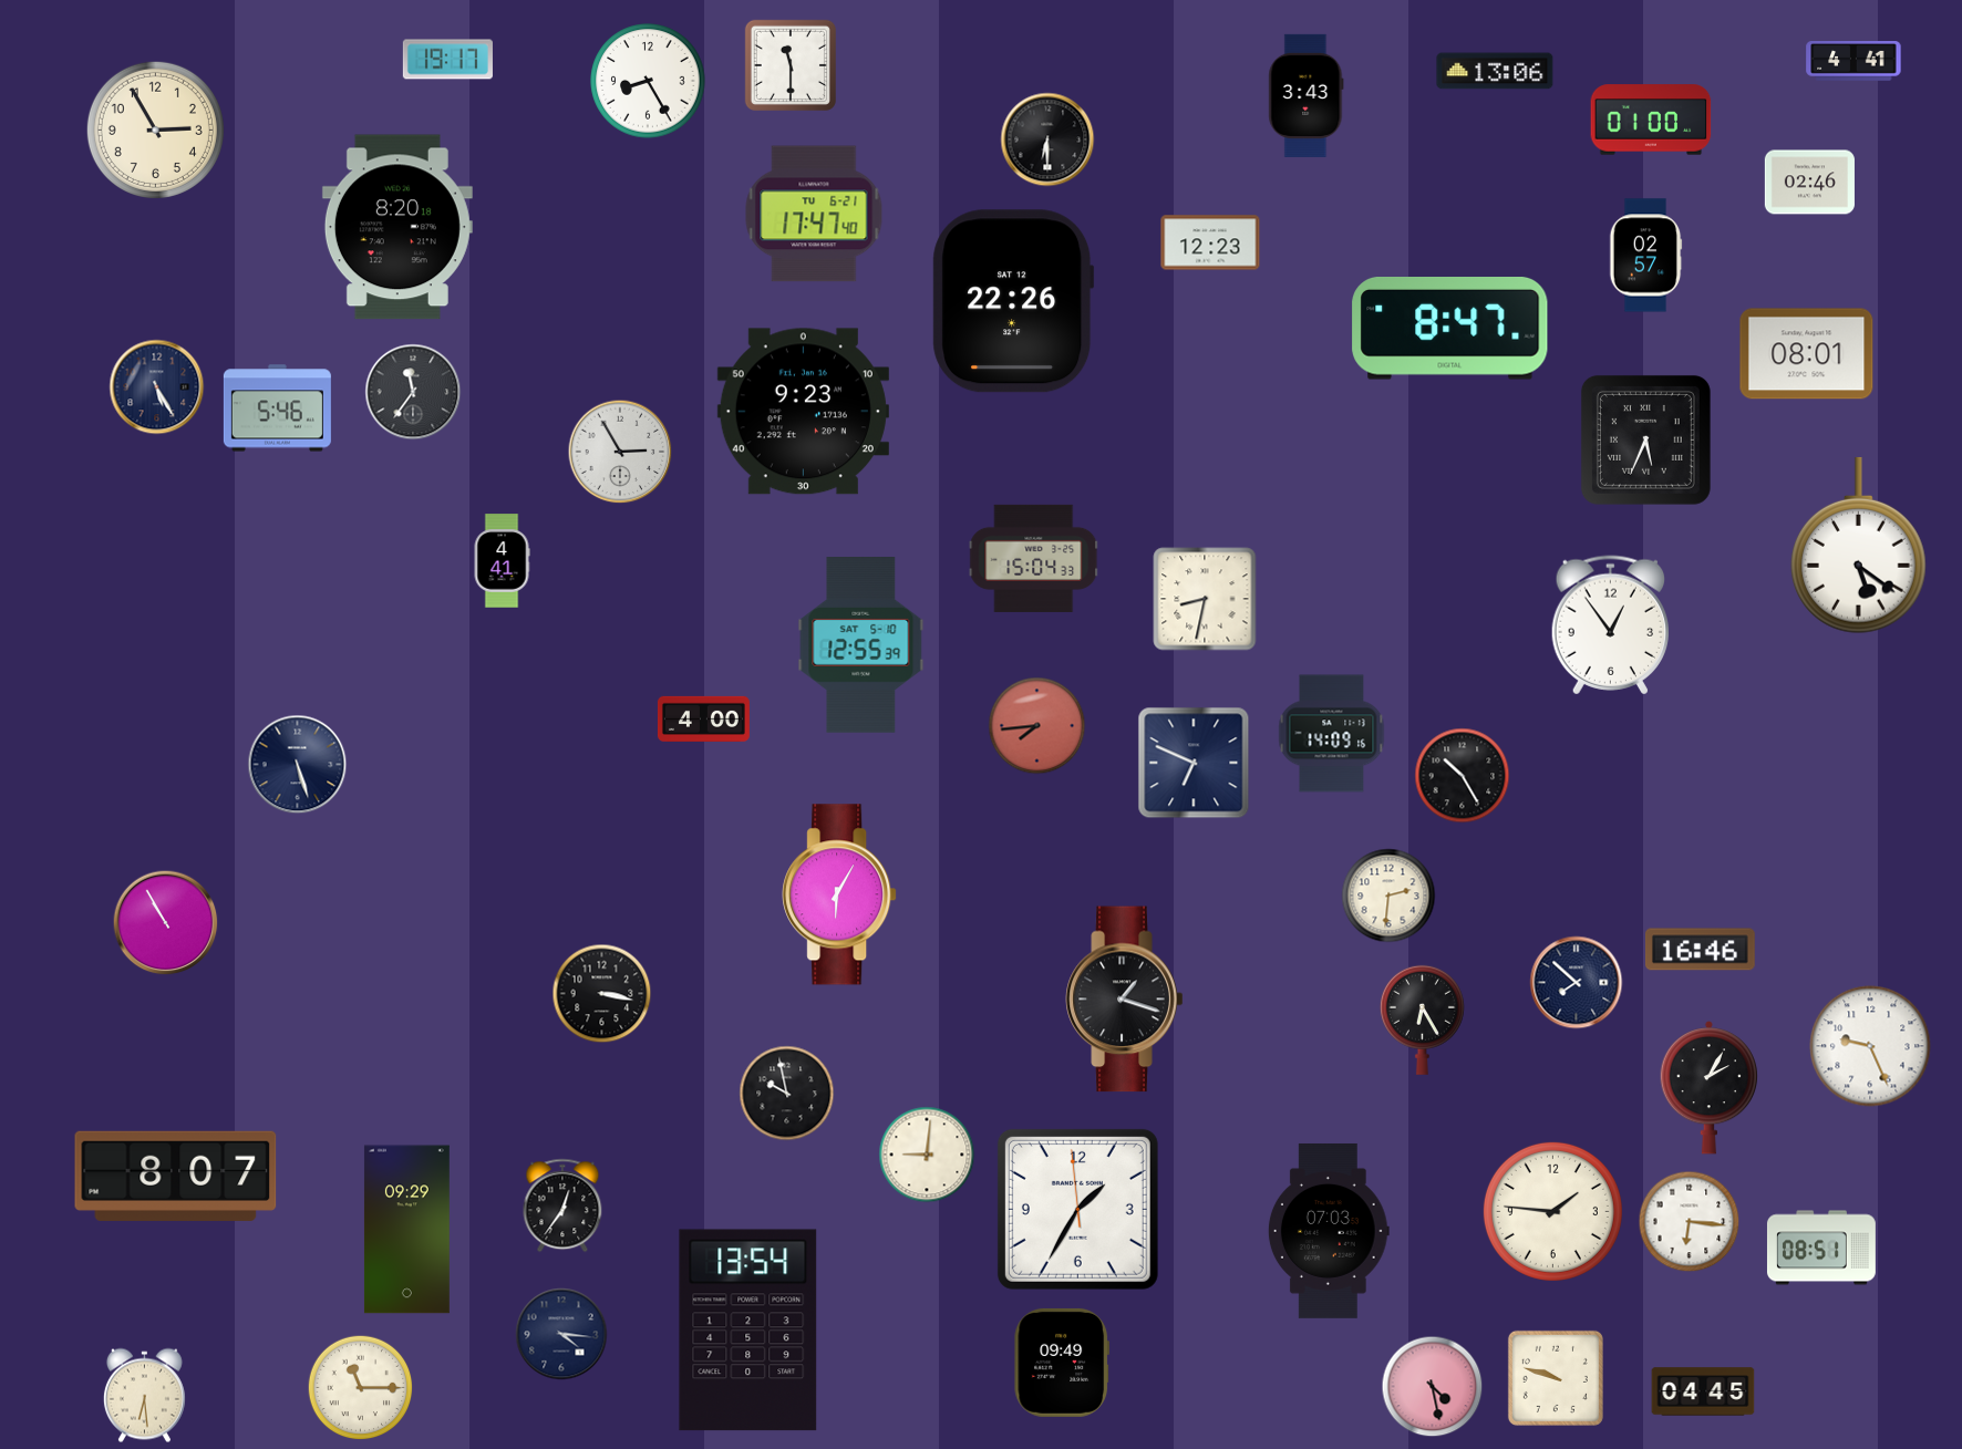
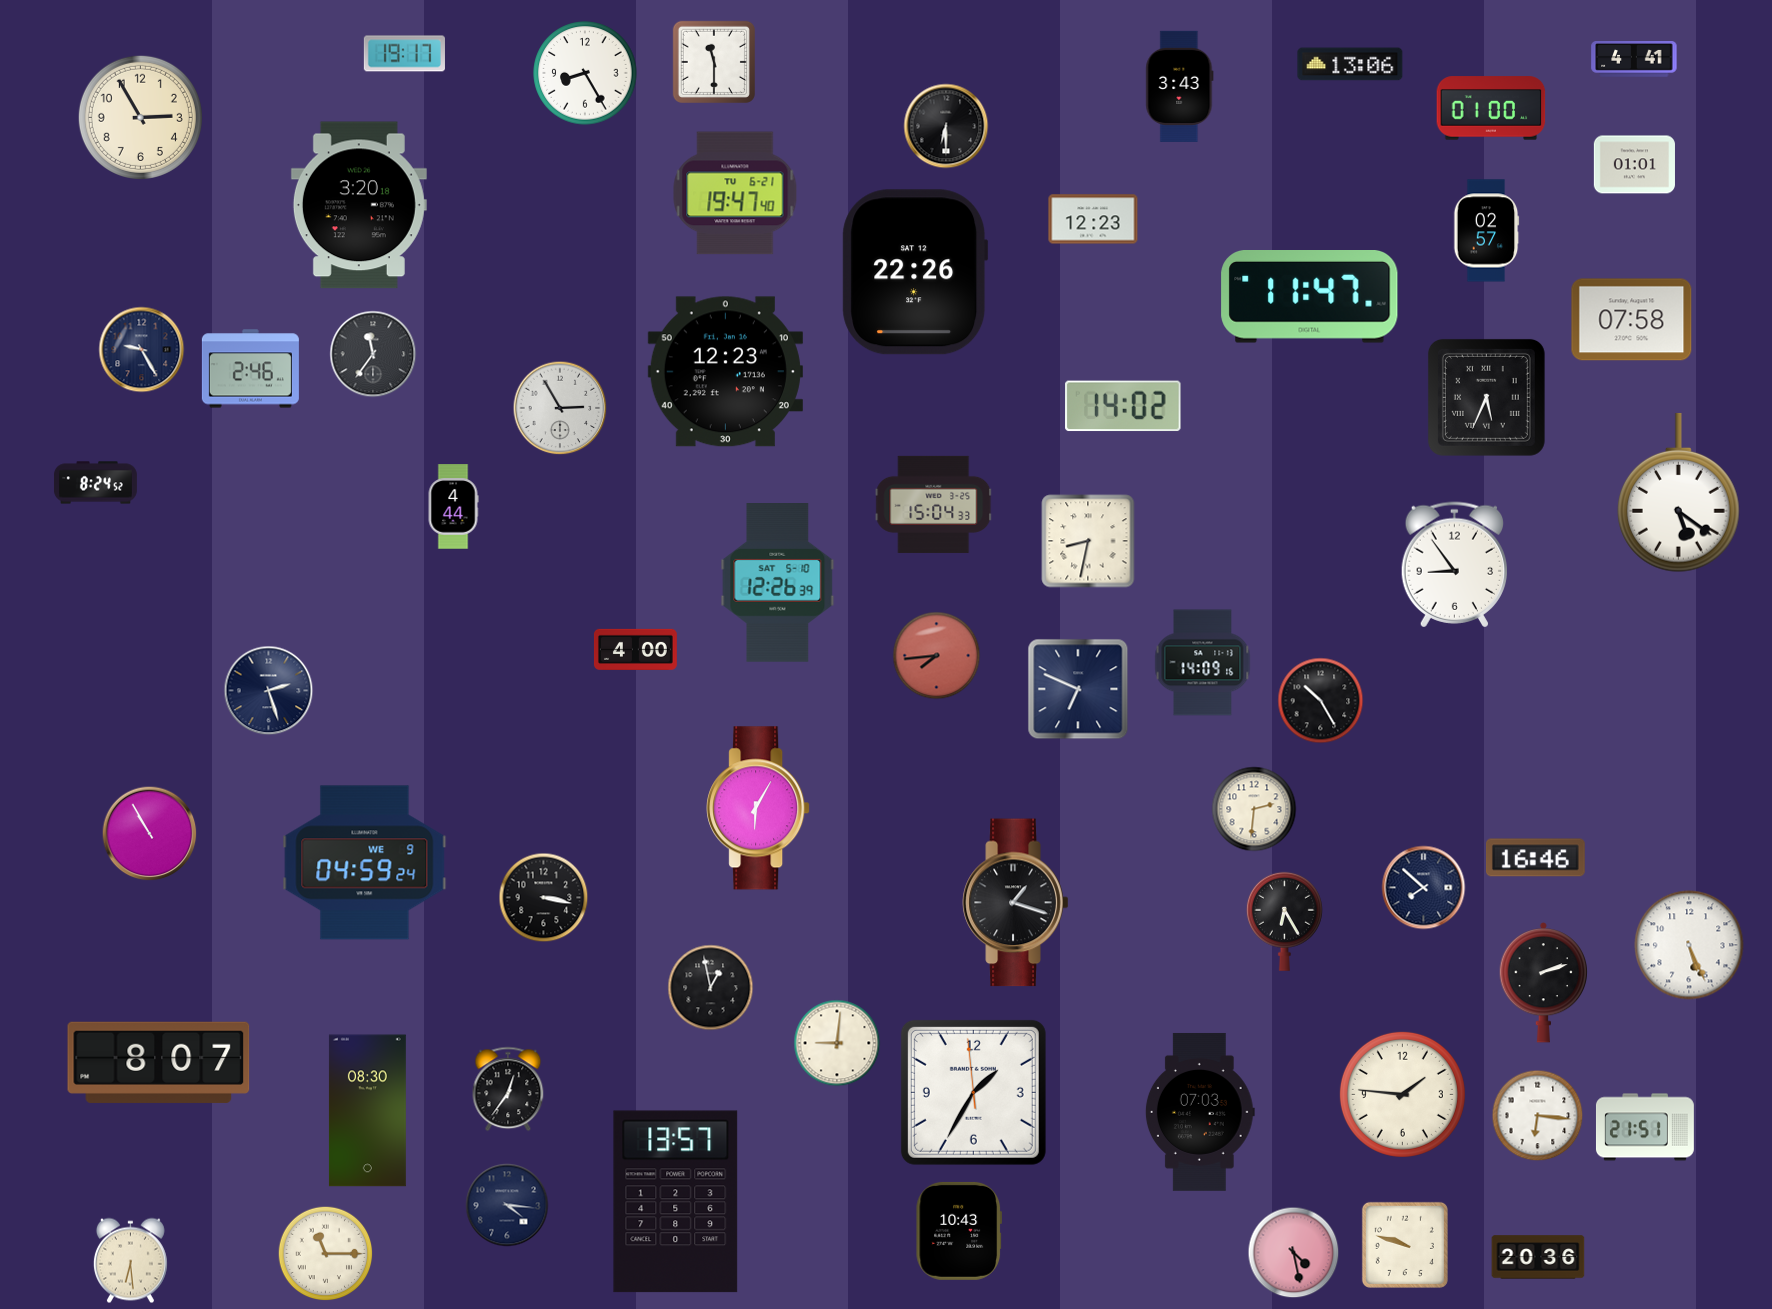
clock at (1853, 62) position: (1853, 62) -> (1634, 60)
clock at (791, 65) position: (791, 65) -> (714, 62)
clock at (1809, 183): 02:46 -> 01:01
clock at (814, 214): 17:47 -> 19:47
clock at (397, 227): 8:20 -> 3:20
clock at (1450, 329): 8:47 -> 11:47
clock at (1807, 354): 08:01 -> 07:58
clock at (157, 387): 5:25 -> 9:25
clock at (277, 408): 5:46 -> 2:46
clock at (803, 412): 9:23 -> 12:23
clock at (1123, 406): none -> 14:02
clock at (96, 483): none -> 8:24
clock at (502, 561): 4:41 -> 4:44
clock at (1610, 625): 12:54 -> 8:54
clock at (861, 645): 12:55 -> 12:26
clock at (298, 765): 5:27 -> 2:27
clock at (365, 863): none -> 04:59
clock at (1870, 1046): 9:26 -> 5:26
clock at (1708, 1088): 2:05 -> 2:12
clock at (787, 1094): 9:58 -> 12:58
clock at (1690, 1222) position: (1690, 1222) -> (1538, 1116)
clock at (406, 1230): 09:29 -> 08:30
clock at (1821, 1248): 08:51 -> 21:51
clock at (748, 1331): 13:54 -> 13:57
clock at (1061, 1363): 09:49 -> 10:43
clock at (1703, 1391): 04:45 -> 20:36
